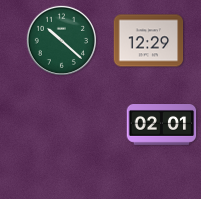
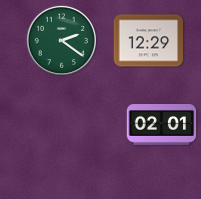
clock at (61, 40): 10:22 -> 2:21
